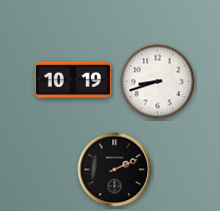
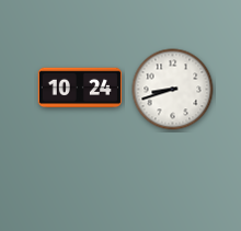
clock at (73, 80): 10:19 -> 10:24
clock at (115, 170): 2:11 -> none
